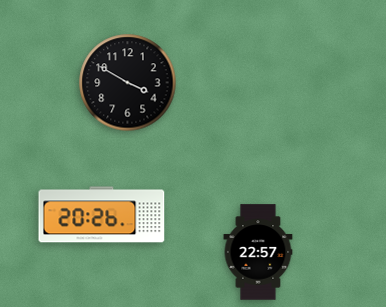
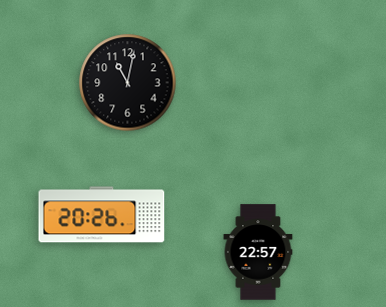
clock at (128, 83): 3:50 -> 11:02
